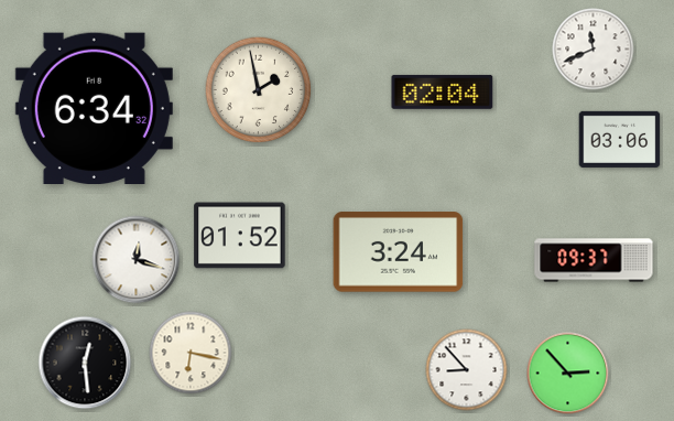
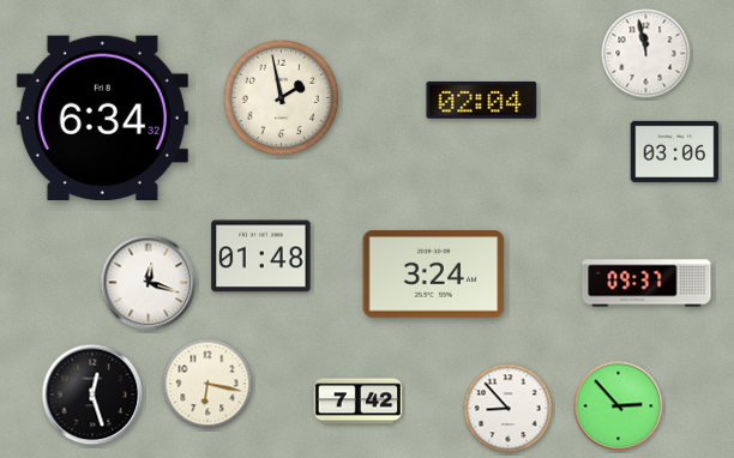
clock at (594, 50): 11:41 -> 11:58
clock at (240, 236): 01:52 -> 01:48
clock at (85, 363): 12:29 -> 12:27
clock at (359, 402): none -> 7:42
clock at (467, 370) position: (467, 370) -> (509, 409)
